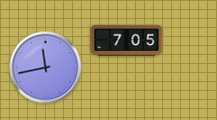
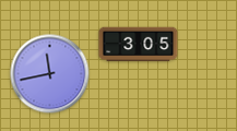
clock at (127, 41): 7:05 -> 3:05
